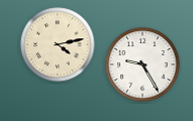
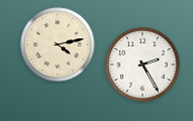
clock at (143, 65): 9:25 -> 2:25
